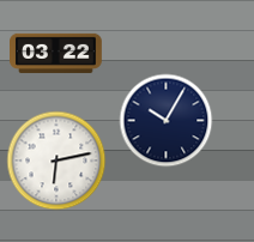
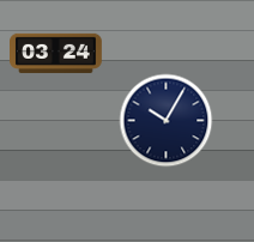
clock at (56, 53): 03:22 -> 03:24
clock at (56, 161): 6:13 -> none
